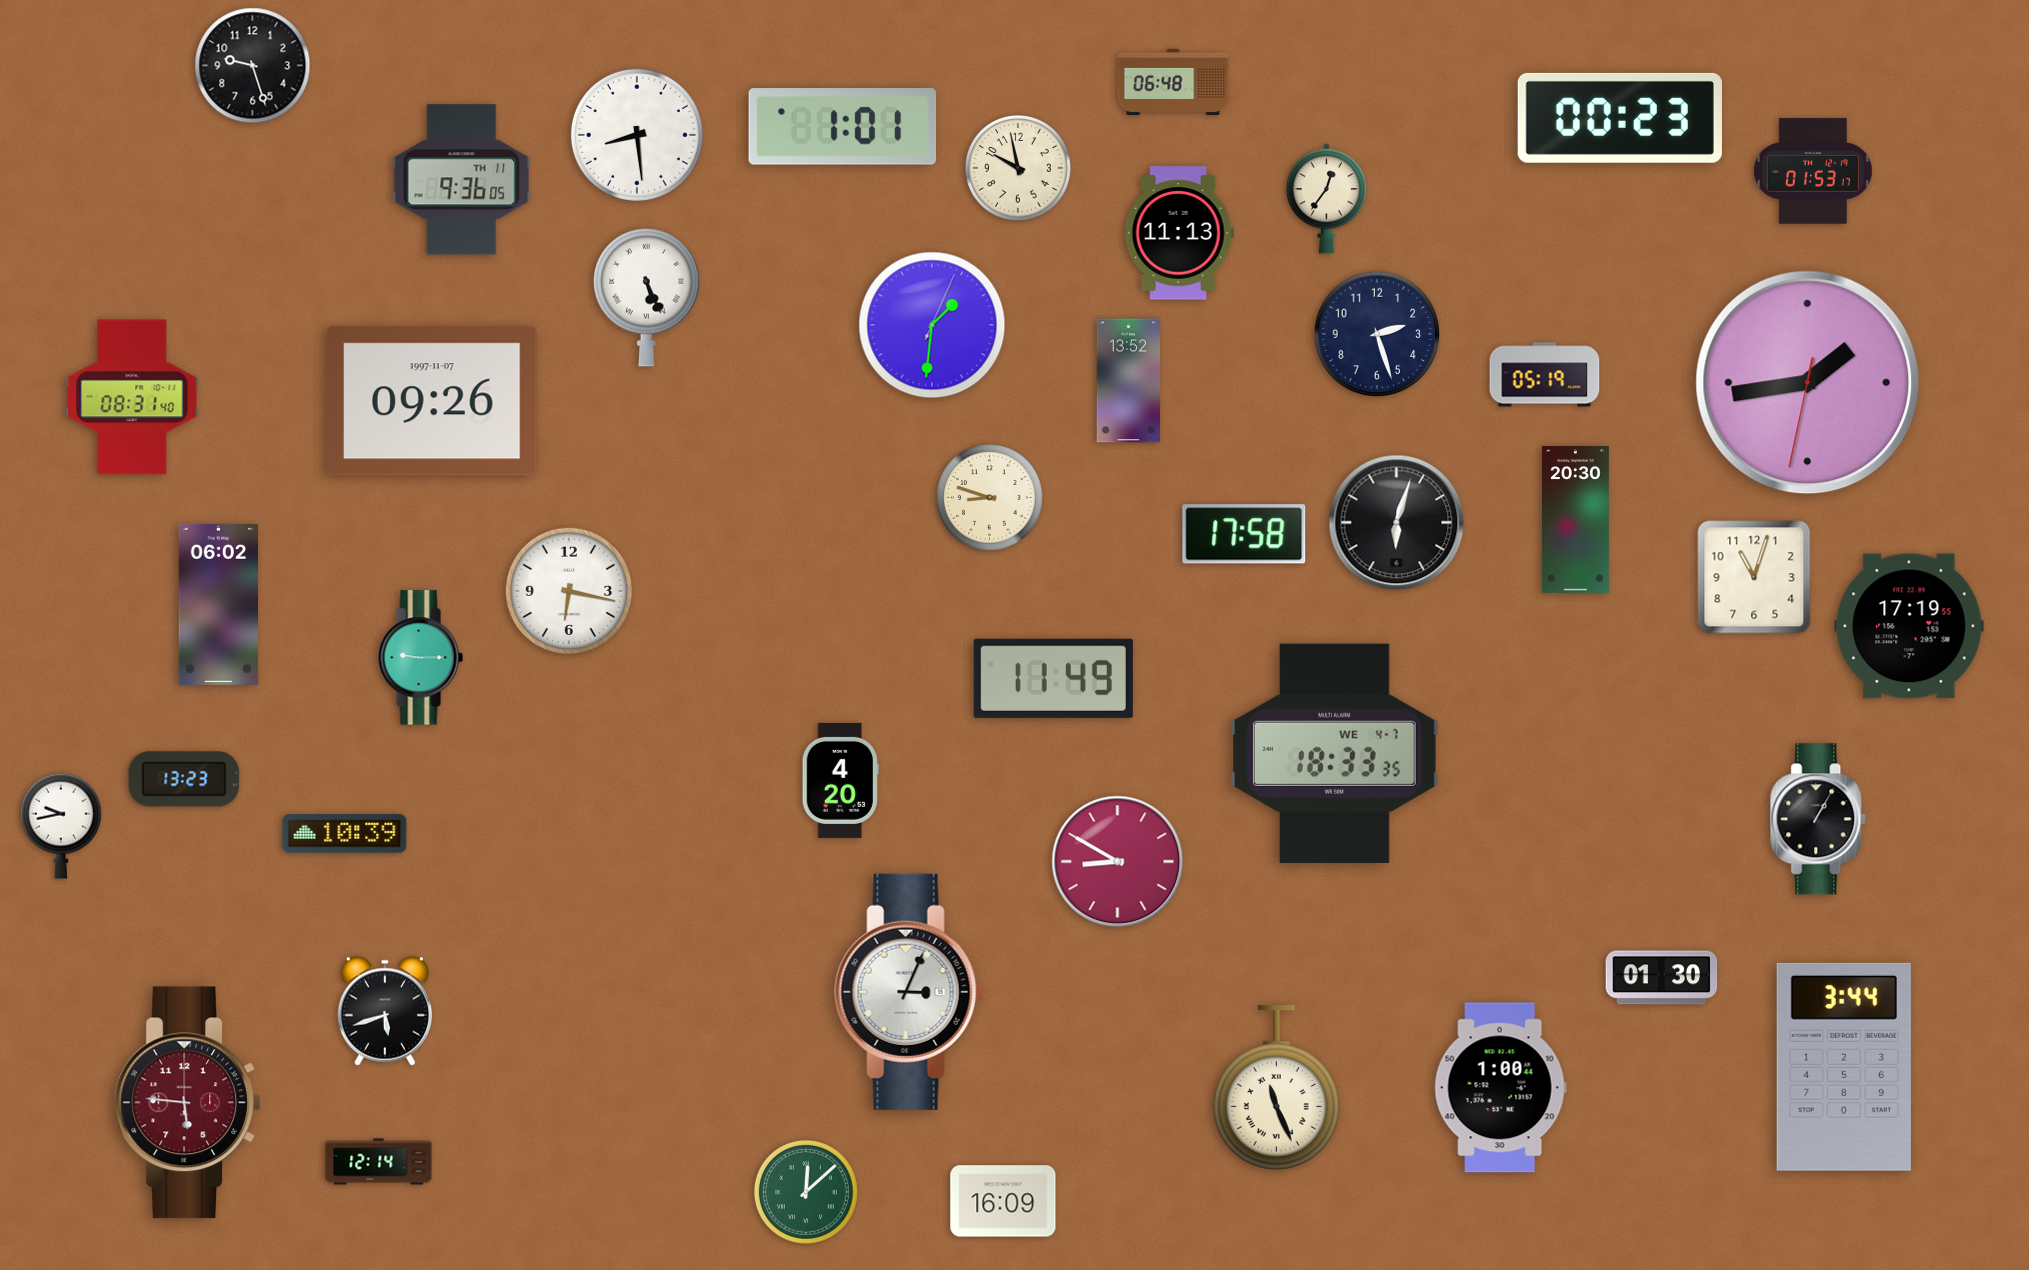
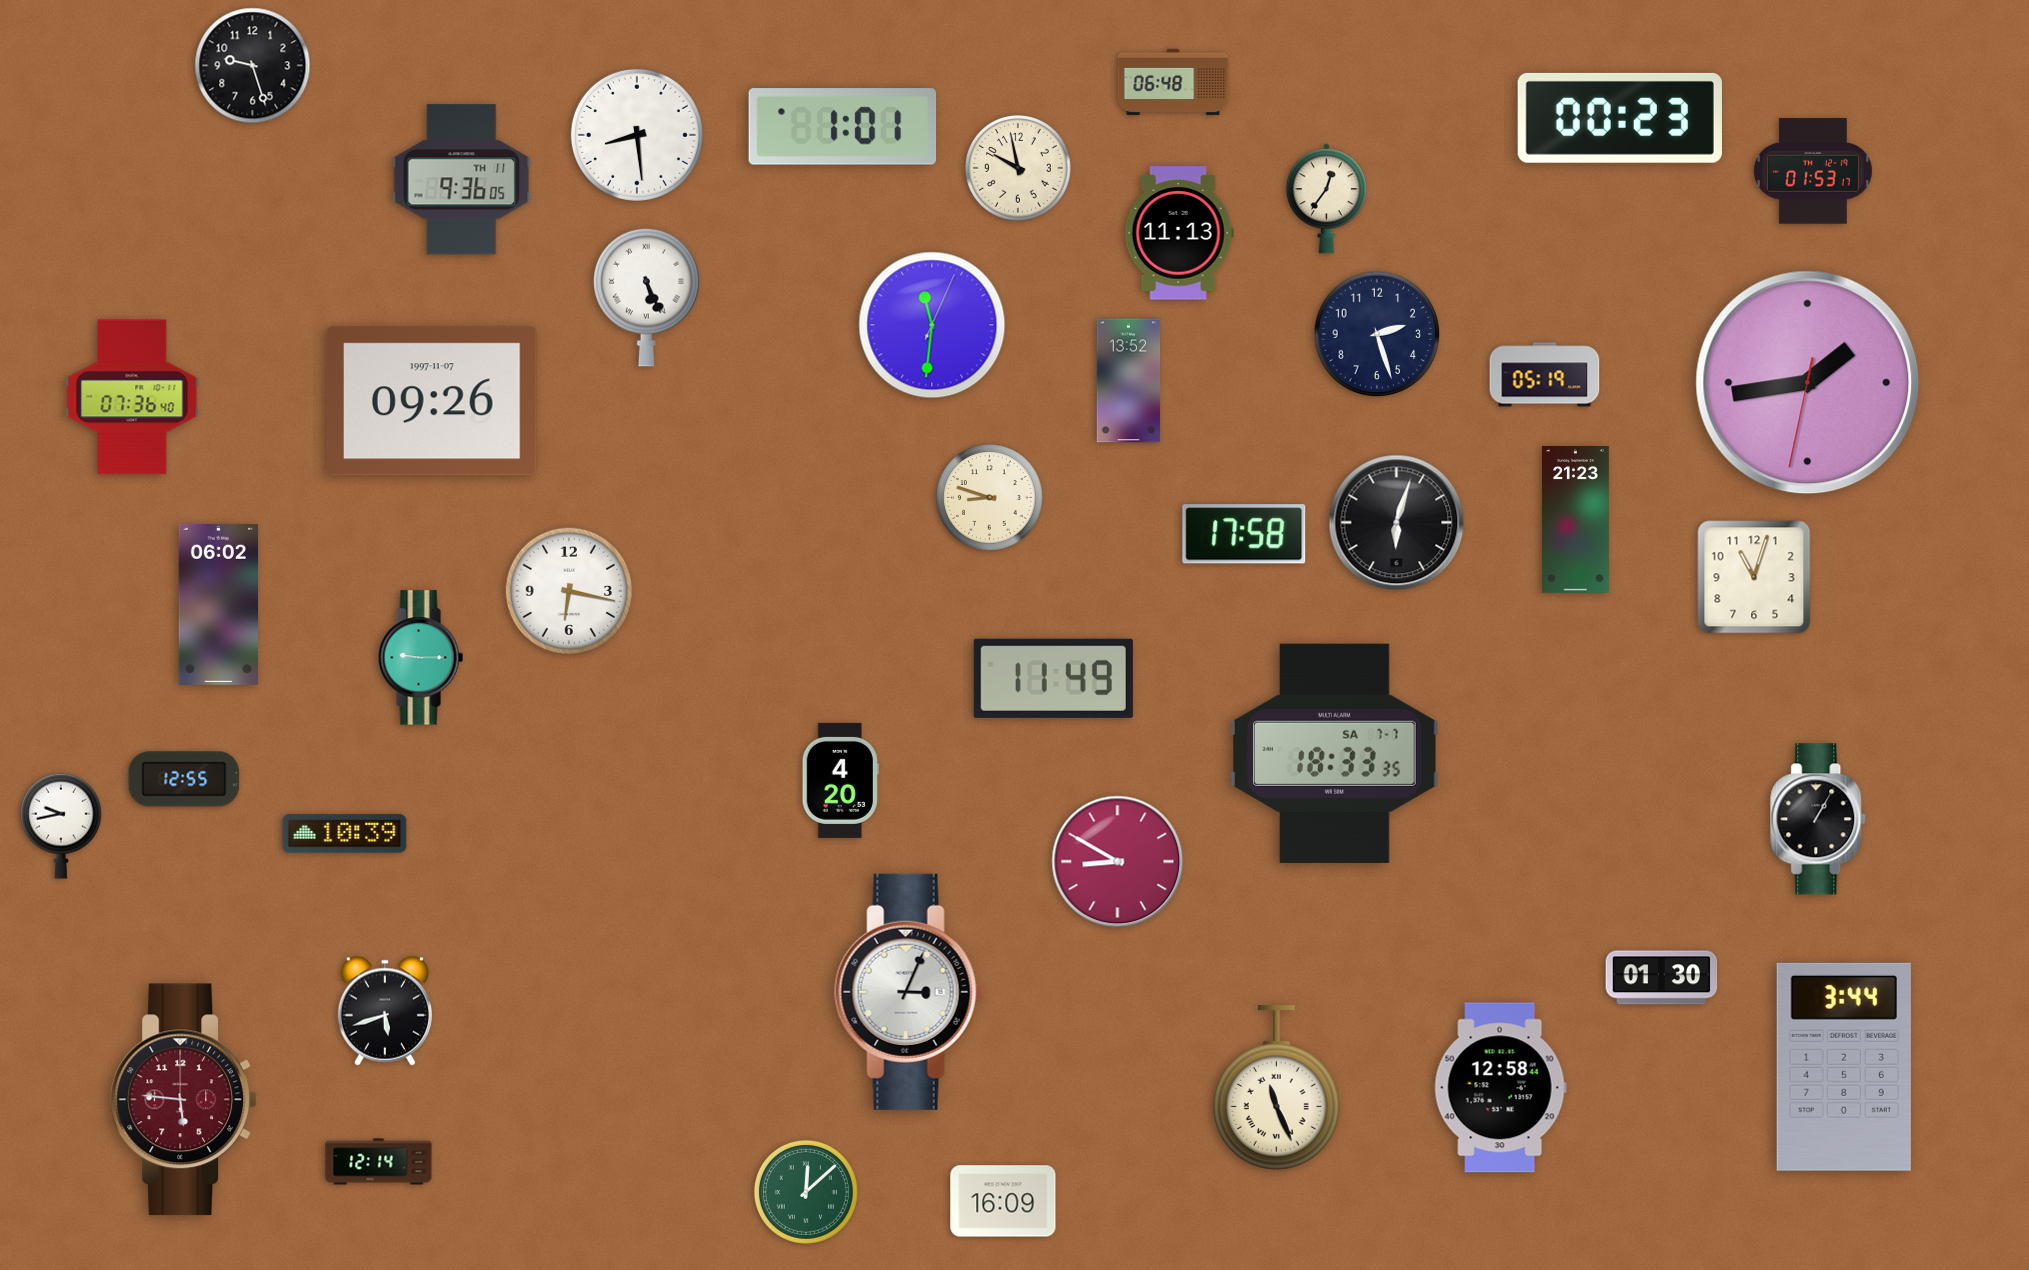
clock at (932, 325): 1:31 -> 11:31
clock at (132, 397): 08:31 -> 07:36
clock at (1575, 520): 20:30 -> 21:23
clock at (1909, 626): 17:19 -> none
clock at (1335, 753) date: WE 4-7 -> SA 7-7
clock at (184, 779): 13:23 -> 12:55
clock at (1500, 1088): 1:00 -> 12:58
clock at (187, 1103) position: (187, 1103) -> (183, 1100)
